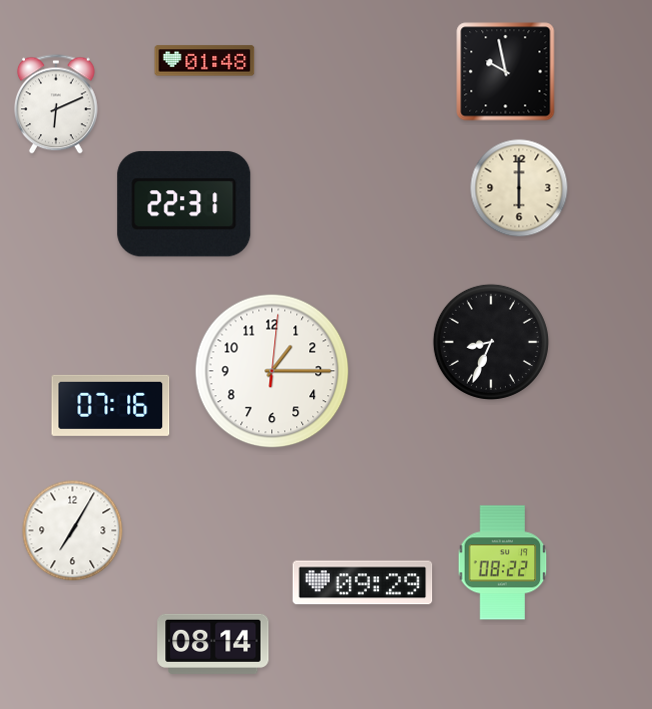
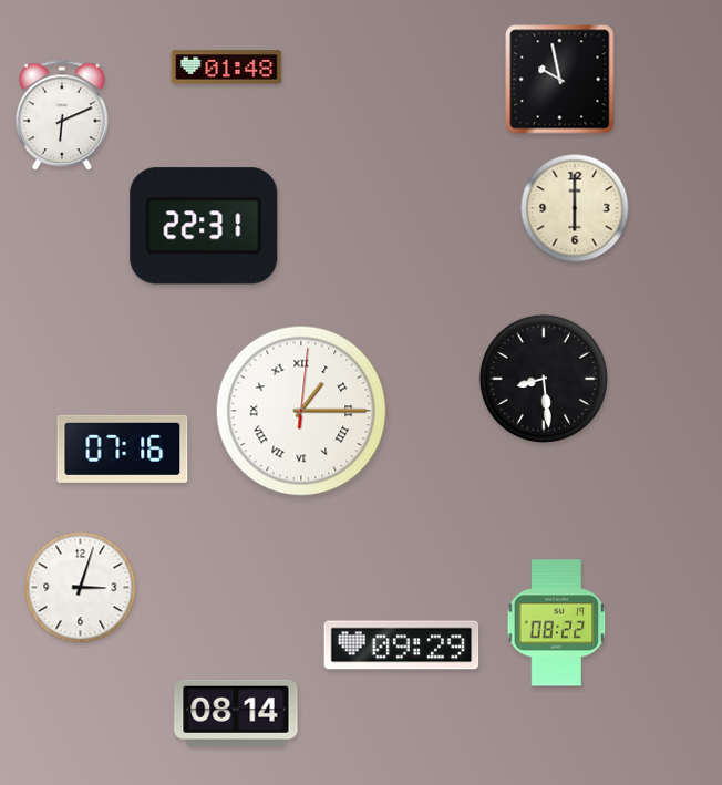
clock at (491, 342): 8:34 -> 8:29
clock at (272, 371) numerals: Arabic -> Roman
clock at (73, 531): 7:05 -> 3:03
